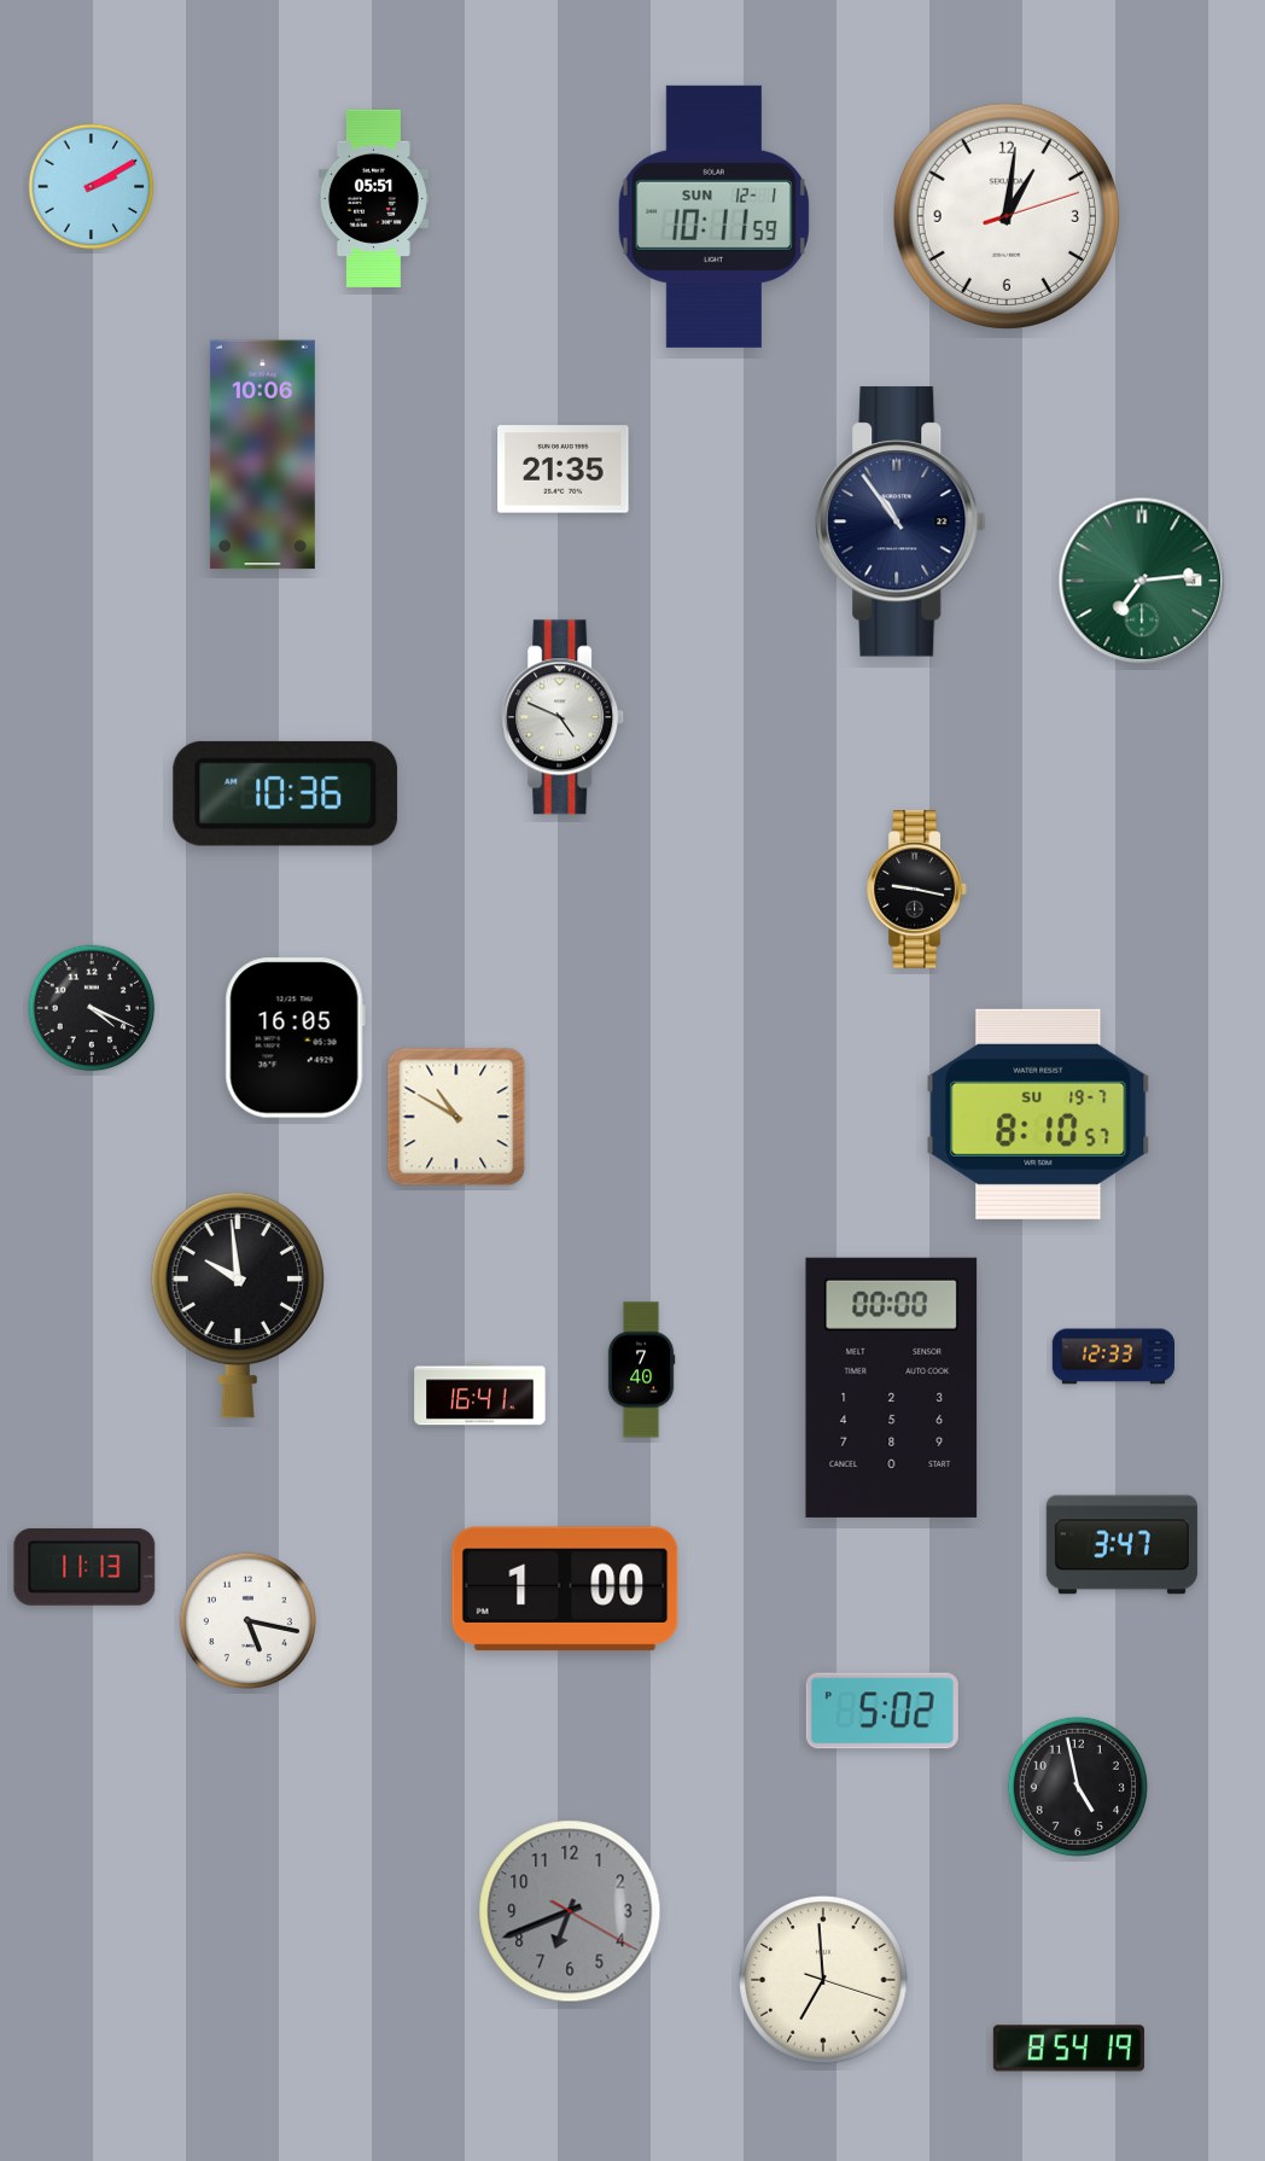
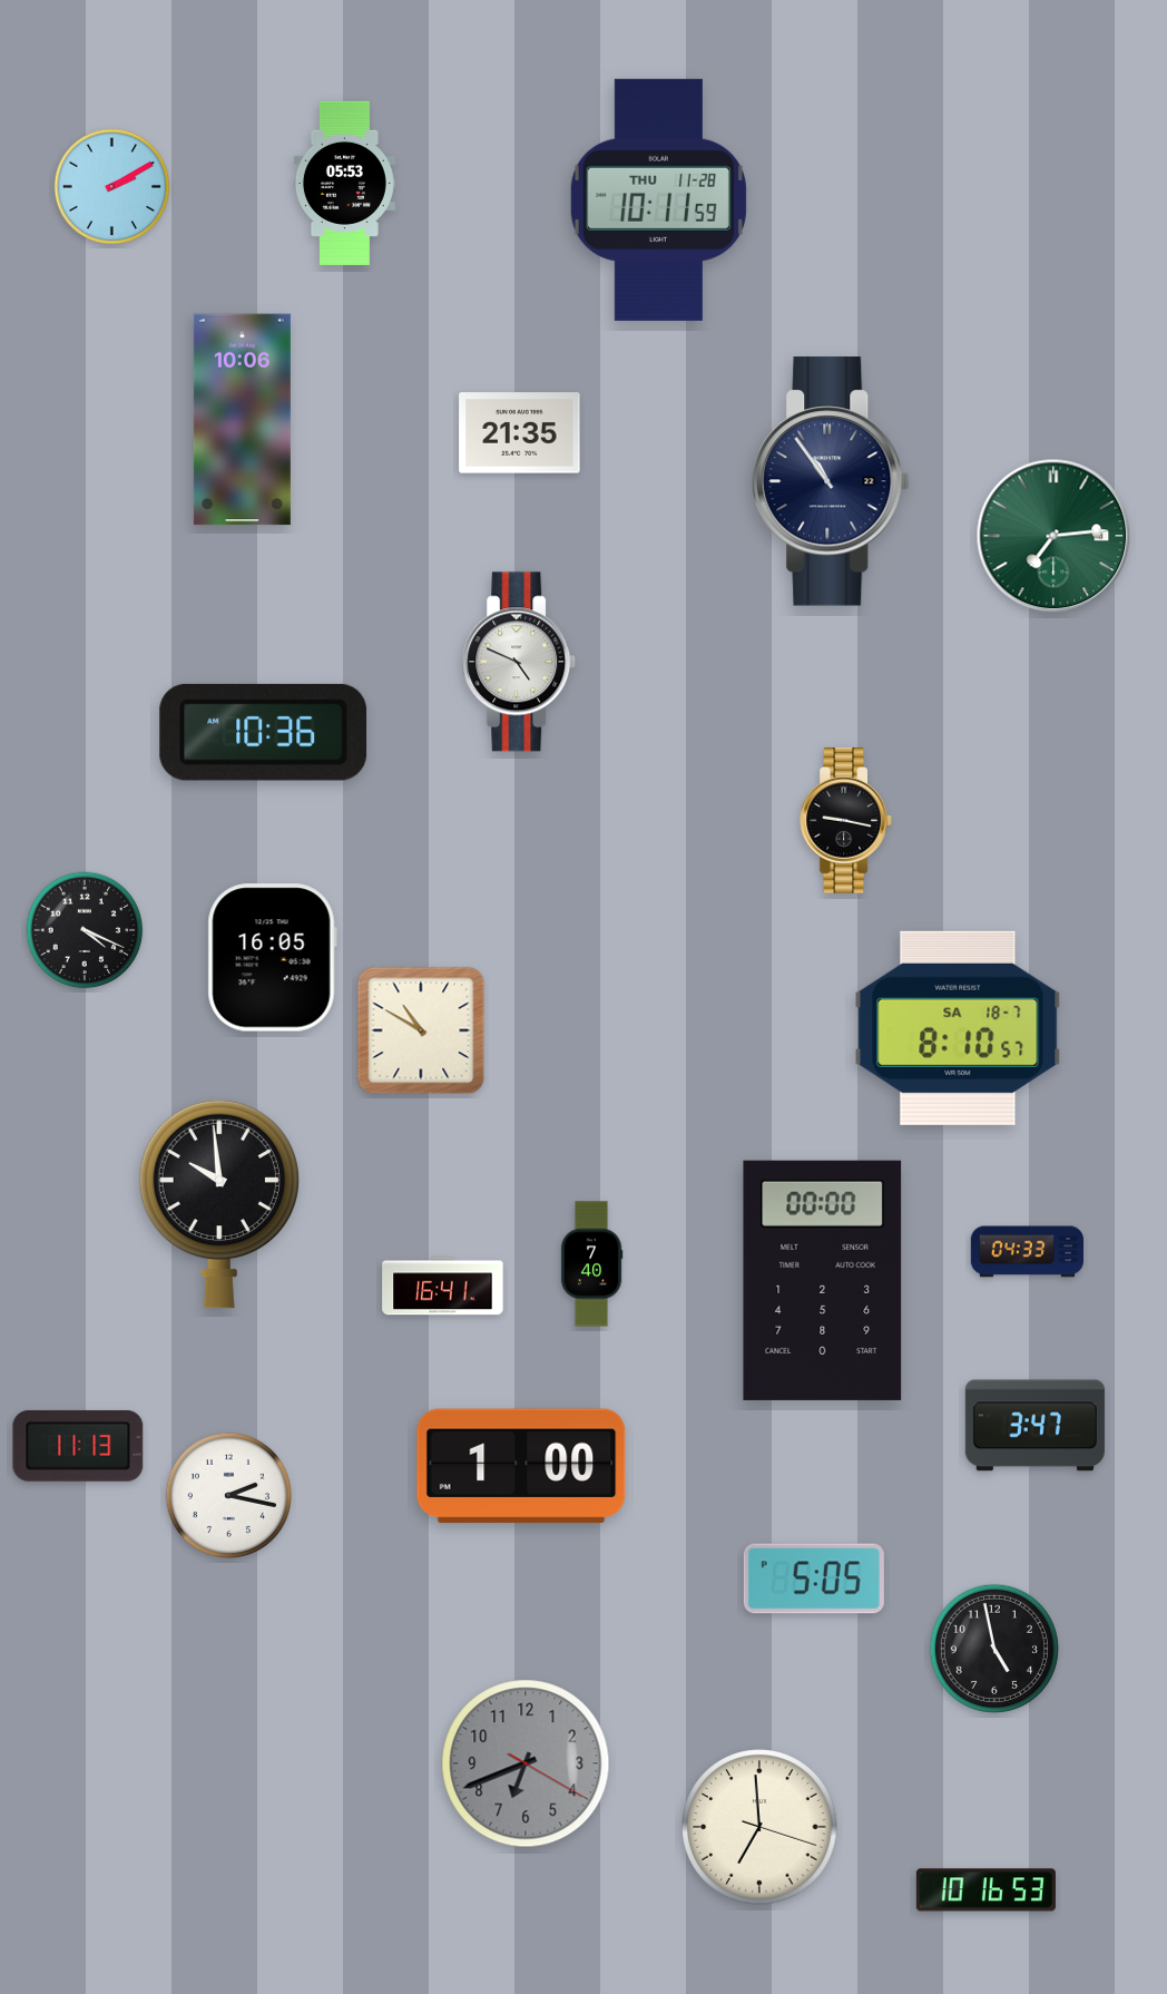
clock at (92, 187) position: (92, 187) -> (112, 187)
clock at (373, 198): 05:51 -> 05:53
clock at (713, 216) date: SUN 12-1 -> THU 11-28
clock at (1007, 216): 1:01 -> none
clock at (1038, 1114) date: SU 19-7 -> SA 18-7
clock at (1113, 1357): 12:33 -> 04:33
clock at (247, 1620): 5:17 -> 2:17
clock at (882, 1711): 5:02 -> 5:05
clock at (1068, 2049): 8:54 -> 10:16
